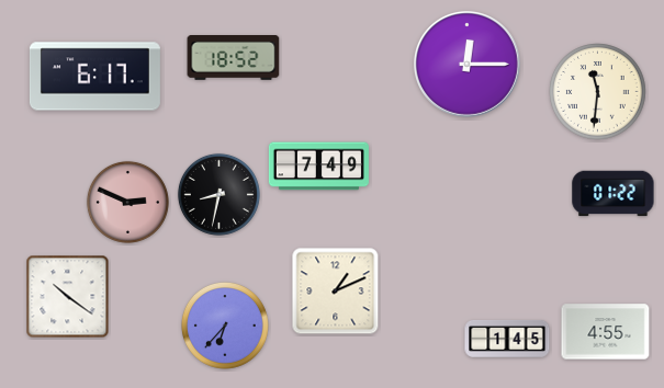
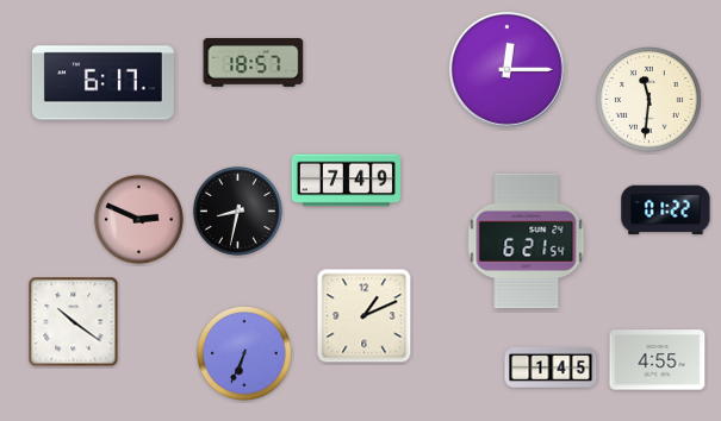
clock at (234, 58): 18:52 -> 18:57
clock at (527, 241): none -> 6:21
clock at (225, 326): 6:37 -> 6:34
